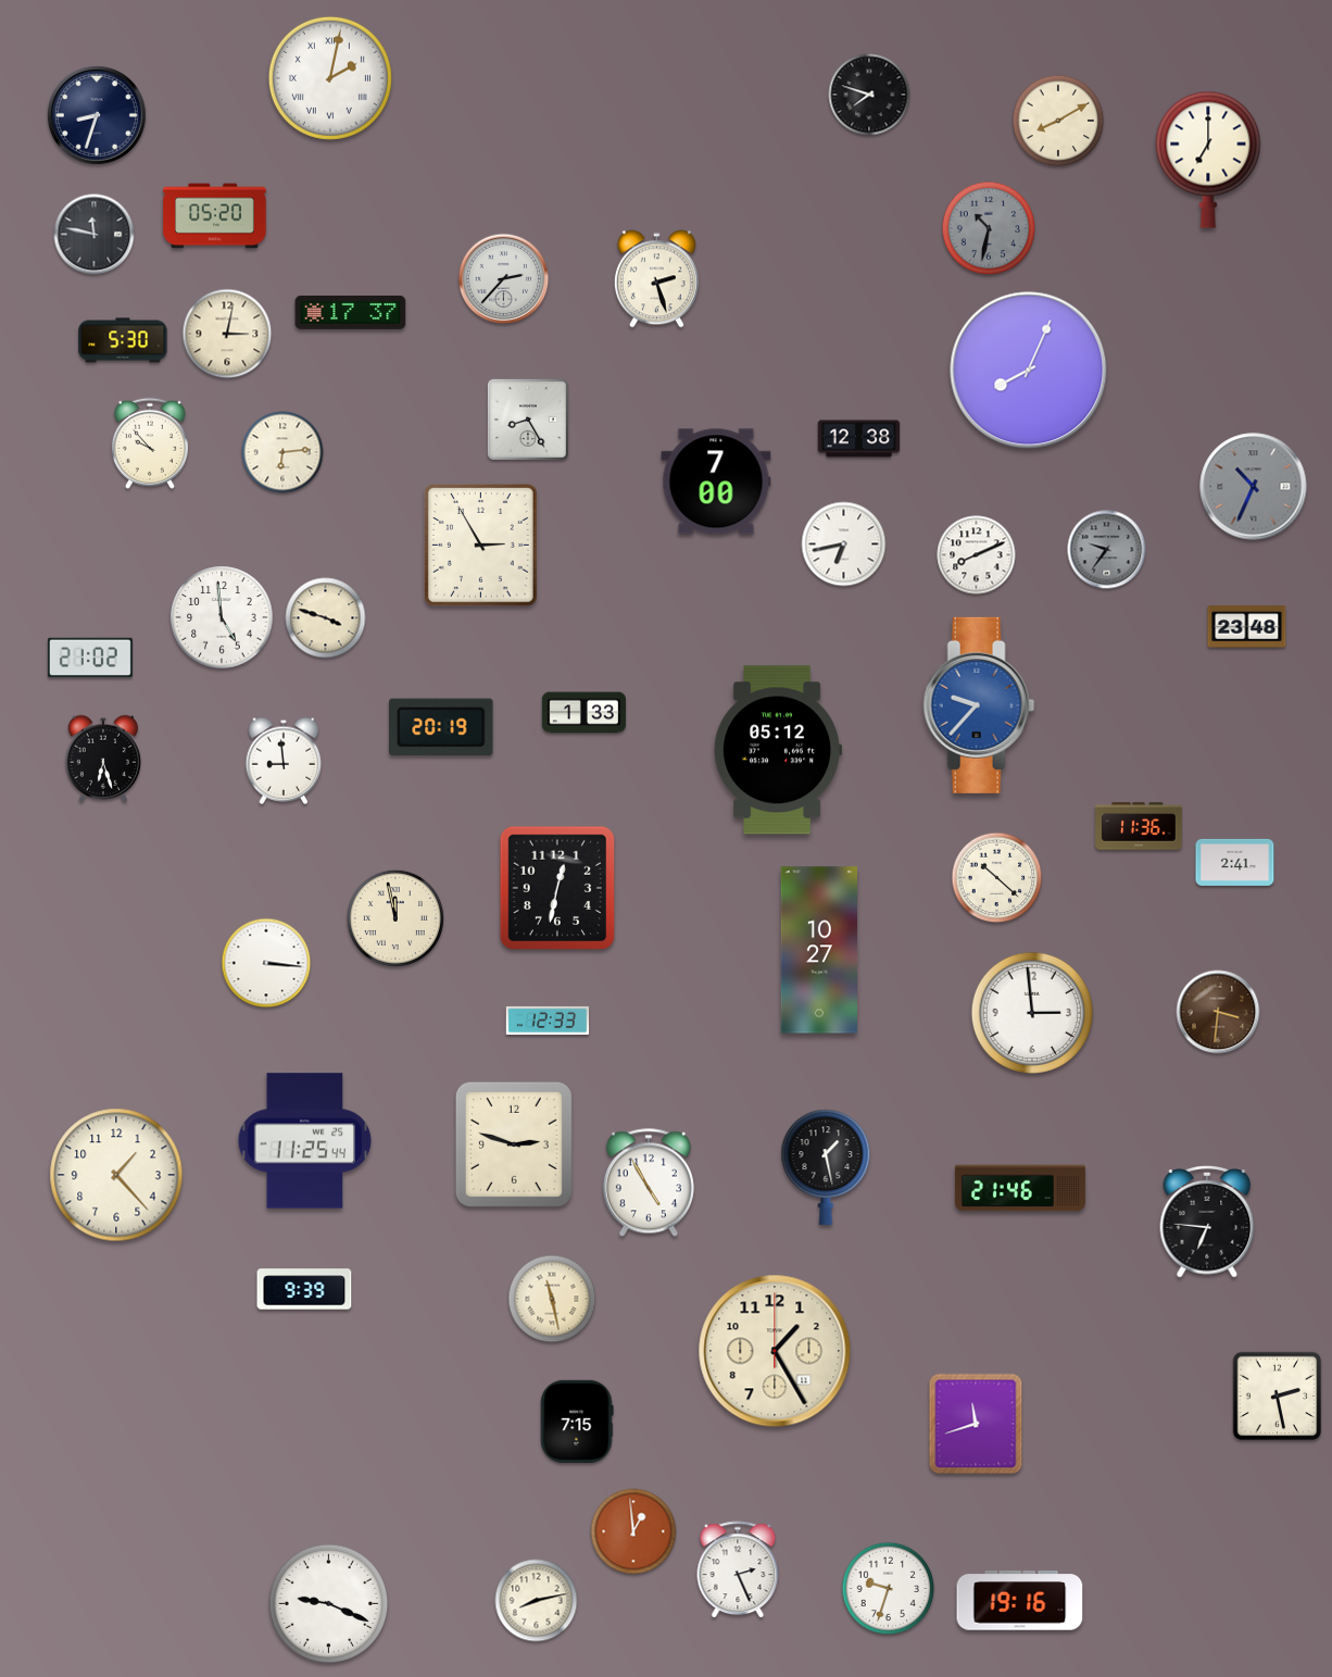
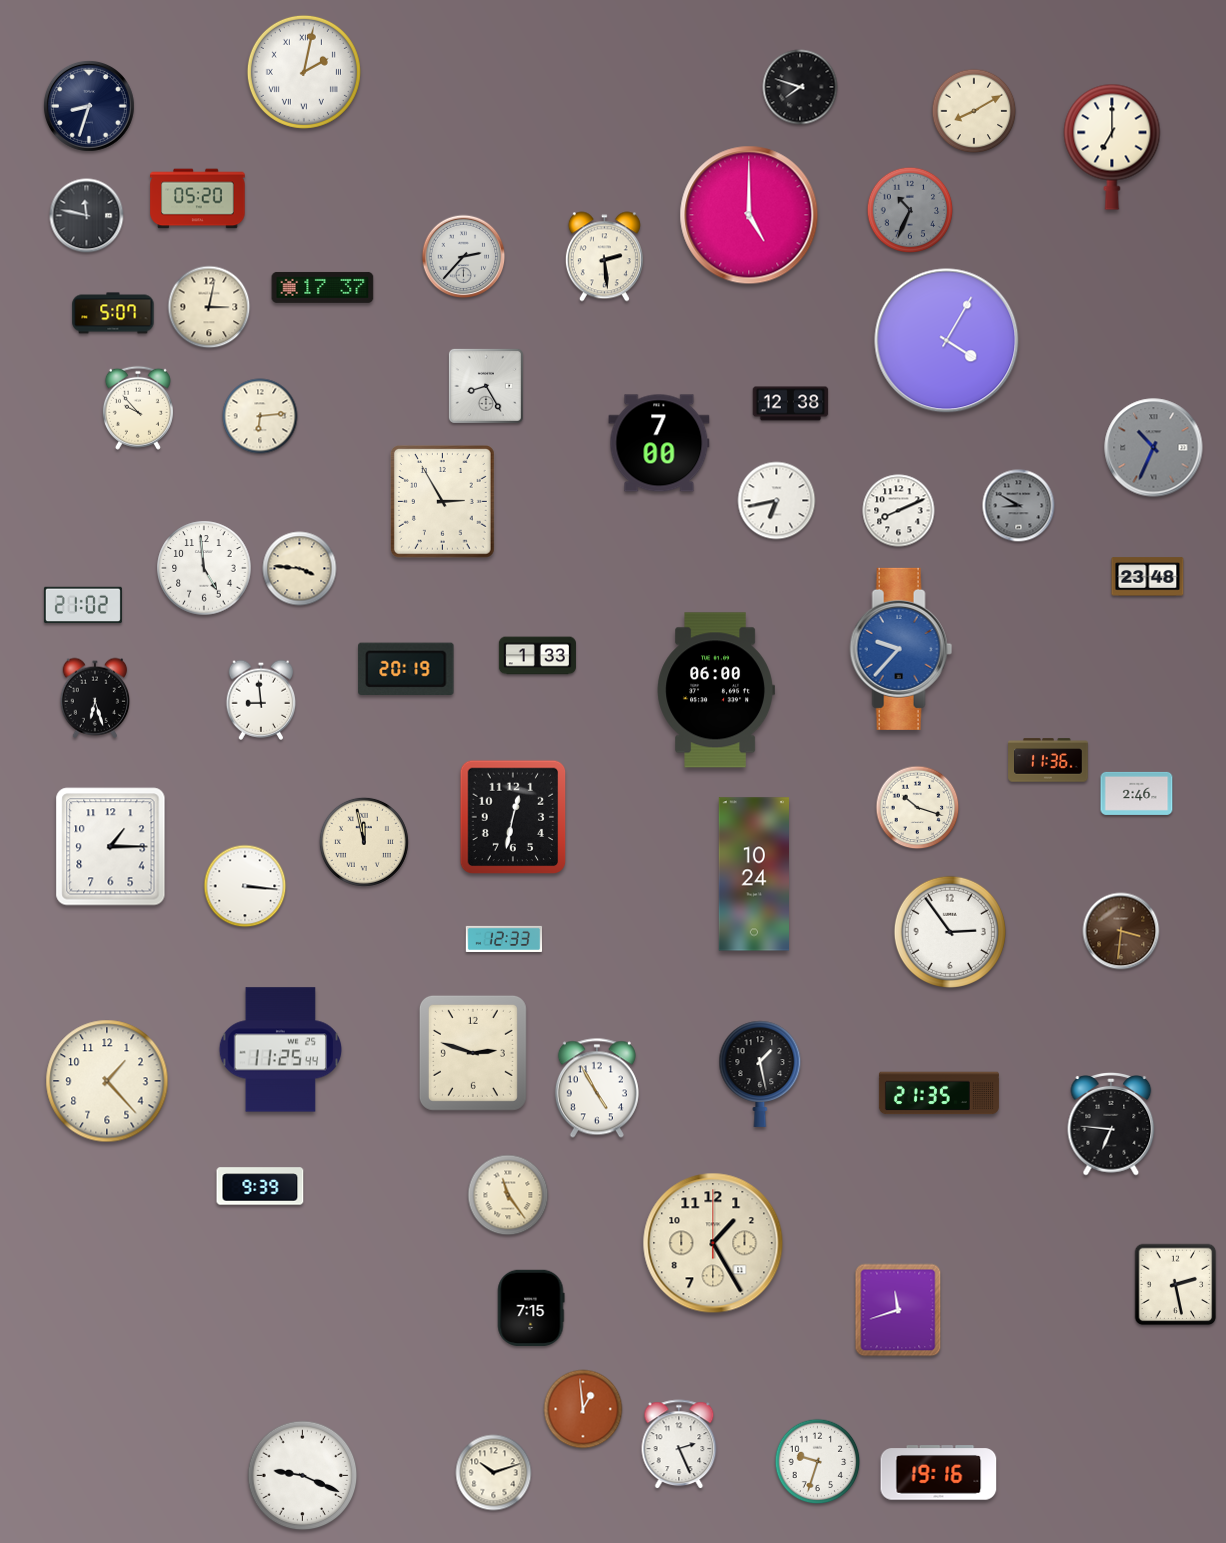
clock at (989, 228): 10:32 -> 10:34
clock at (749, 215): none -> 5:00
clock at (656, 279): 2:27 -> 2:29
clock at (123, 340): 5:30 -> 5:07
clock at (1029, 371): 8:04 -> 4:05
clock at (1107, 550): 9:36 -> 8:50
clock at (326, 618): 3:48 -> 3:46
clock at (777, 750): 05:12 -> 06:00
clock at (1235, 862): 2:41 -> 2:46
clock at (997, 878): 10:22 -> 10:18
clock at (395, 918) position: (395, 918) -> (364, 842)
clock at (111, 847): none -> 1:15
clock at (818, 950): 10:27 -> 10:24
clock at (1032, 1013): 2:59 -> 2:54
clock at (1020, 1188): 21:46 -> 21:35
clock at (304, 1289) position: (304, 1289) -> (260, 1186)
clock at (552, 1299): 11:28 -> 11:24
clock at (537, 1601): 8:13 -> 10:12
